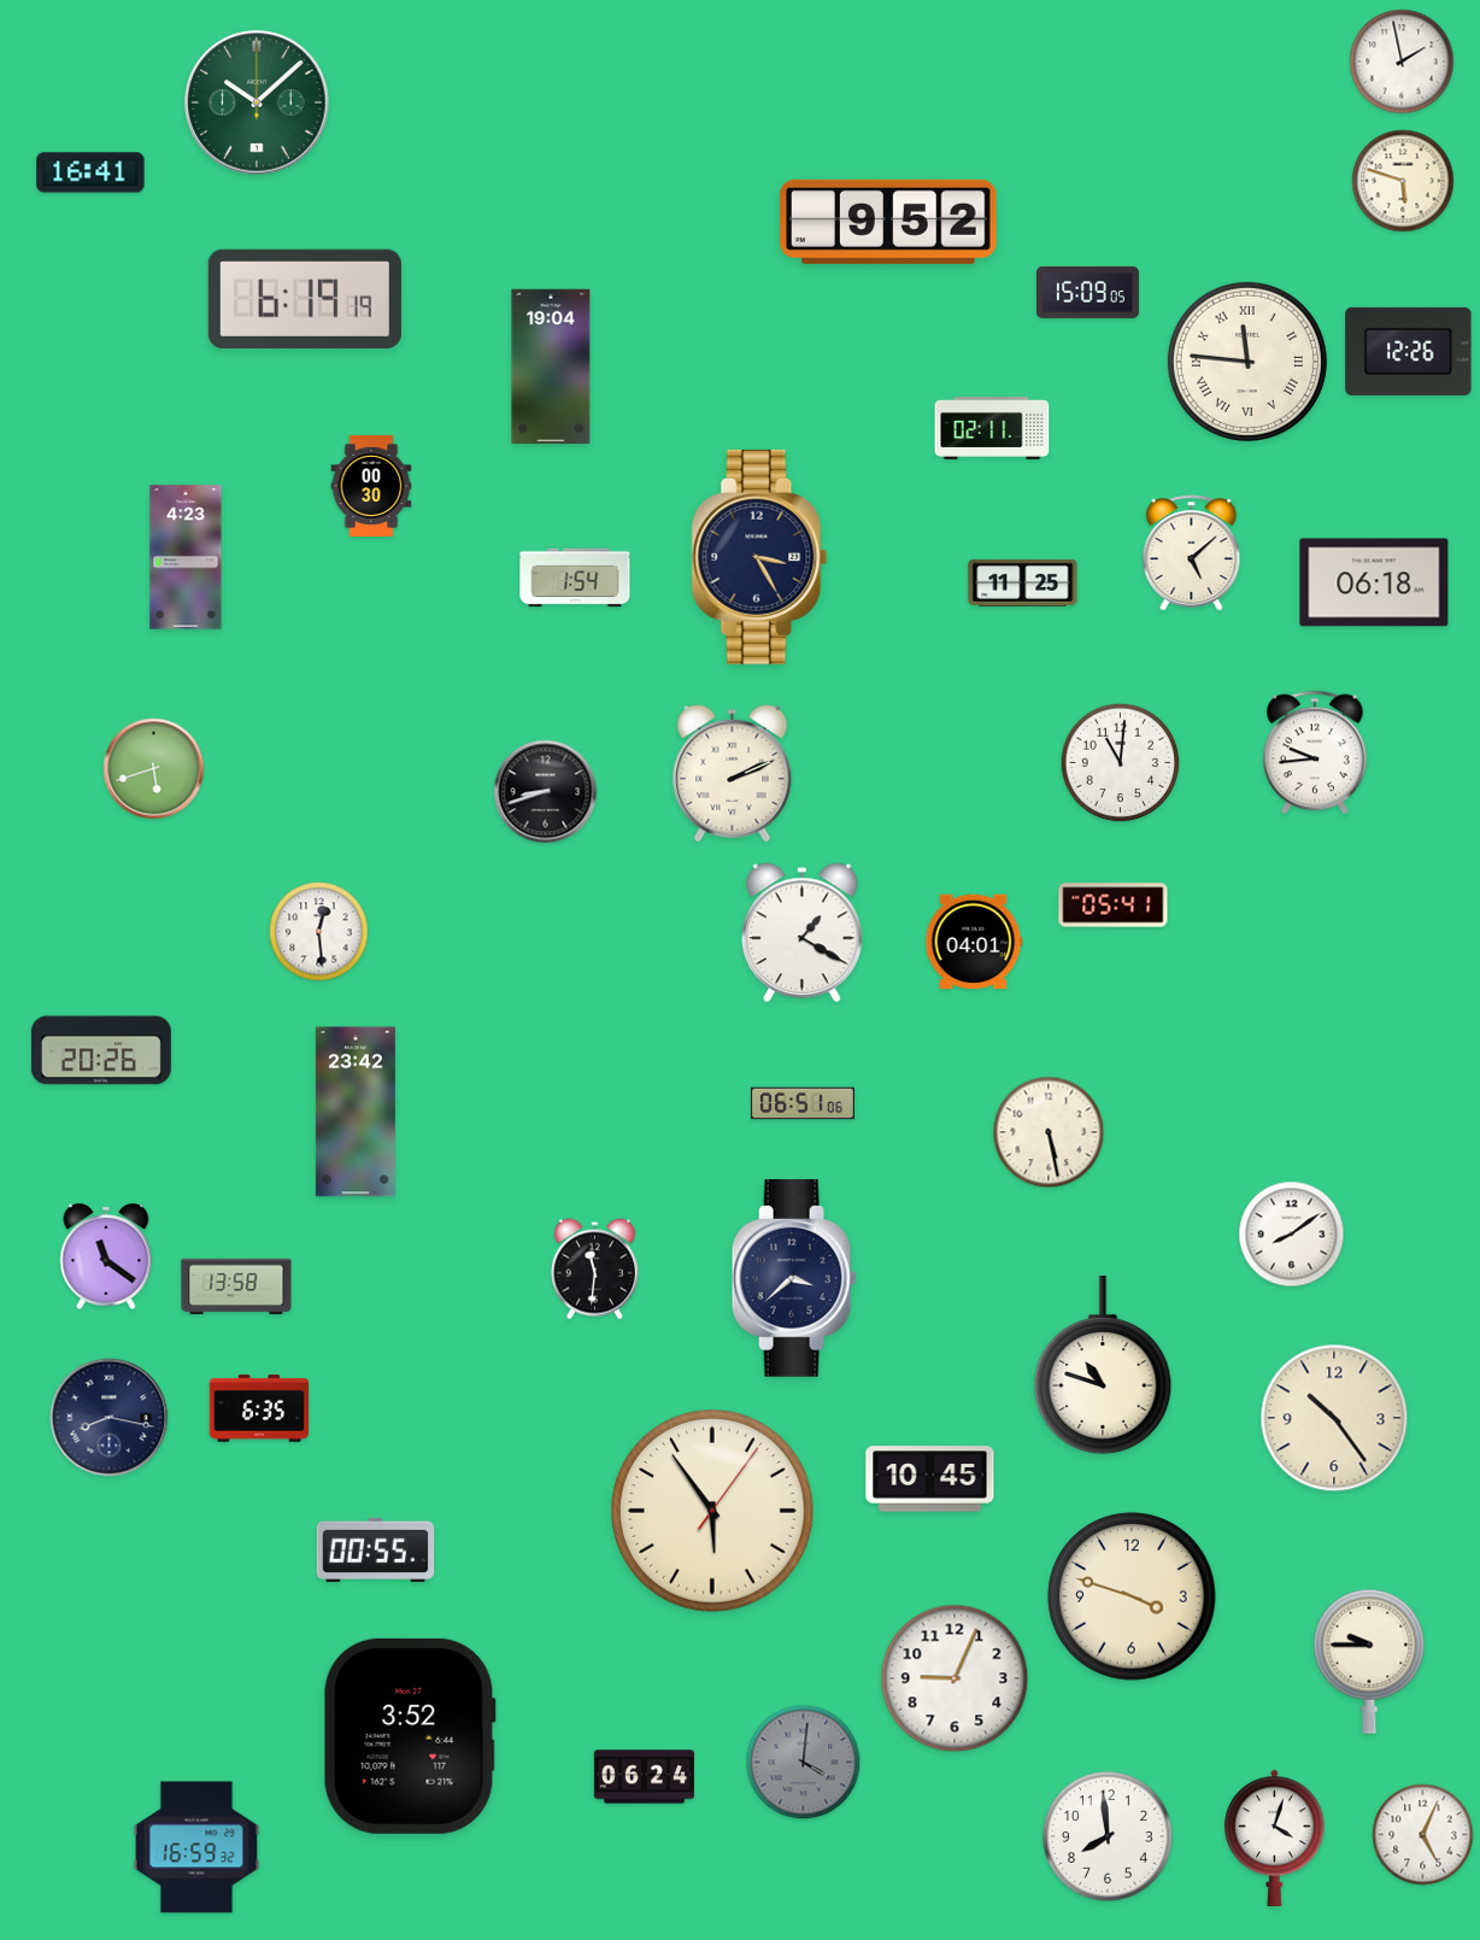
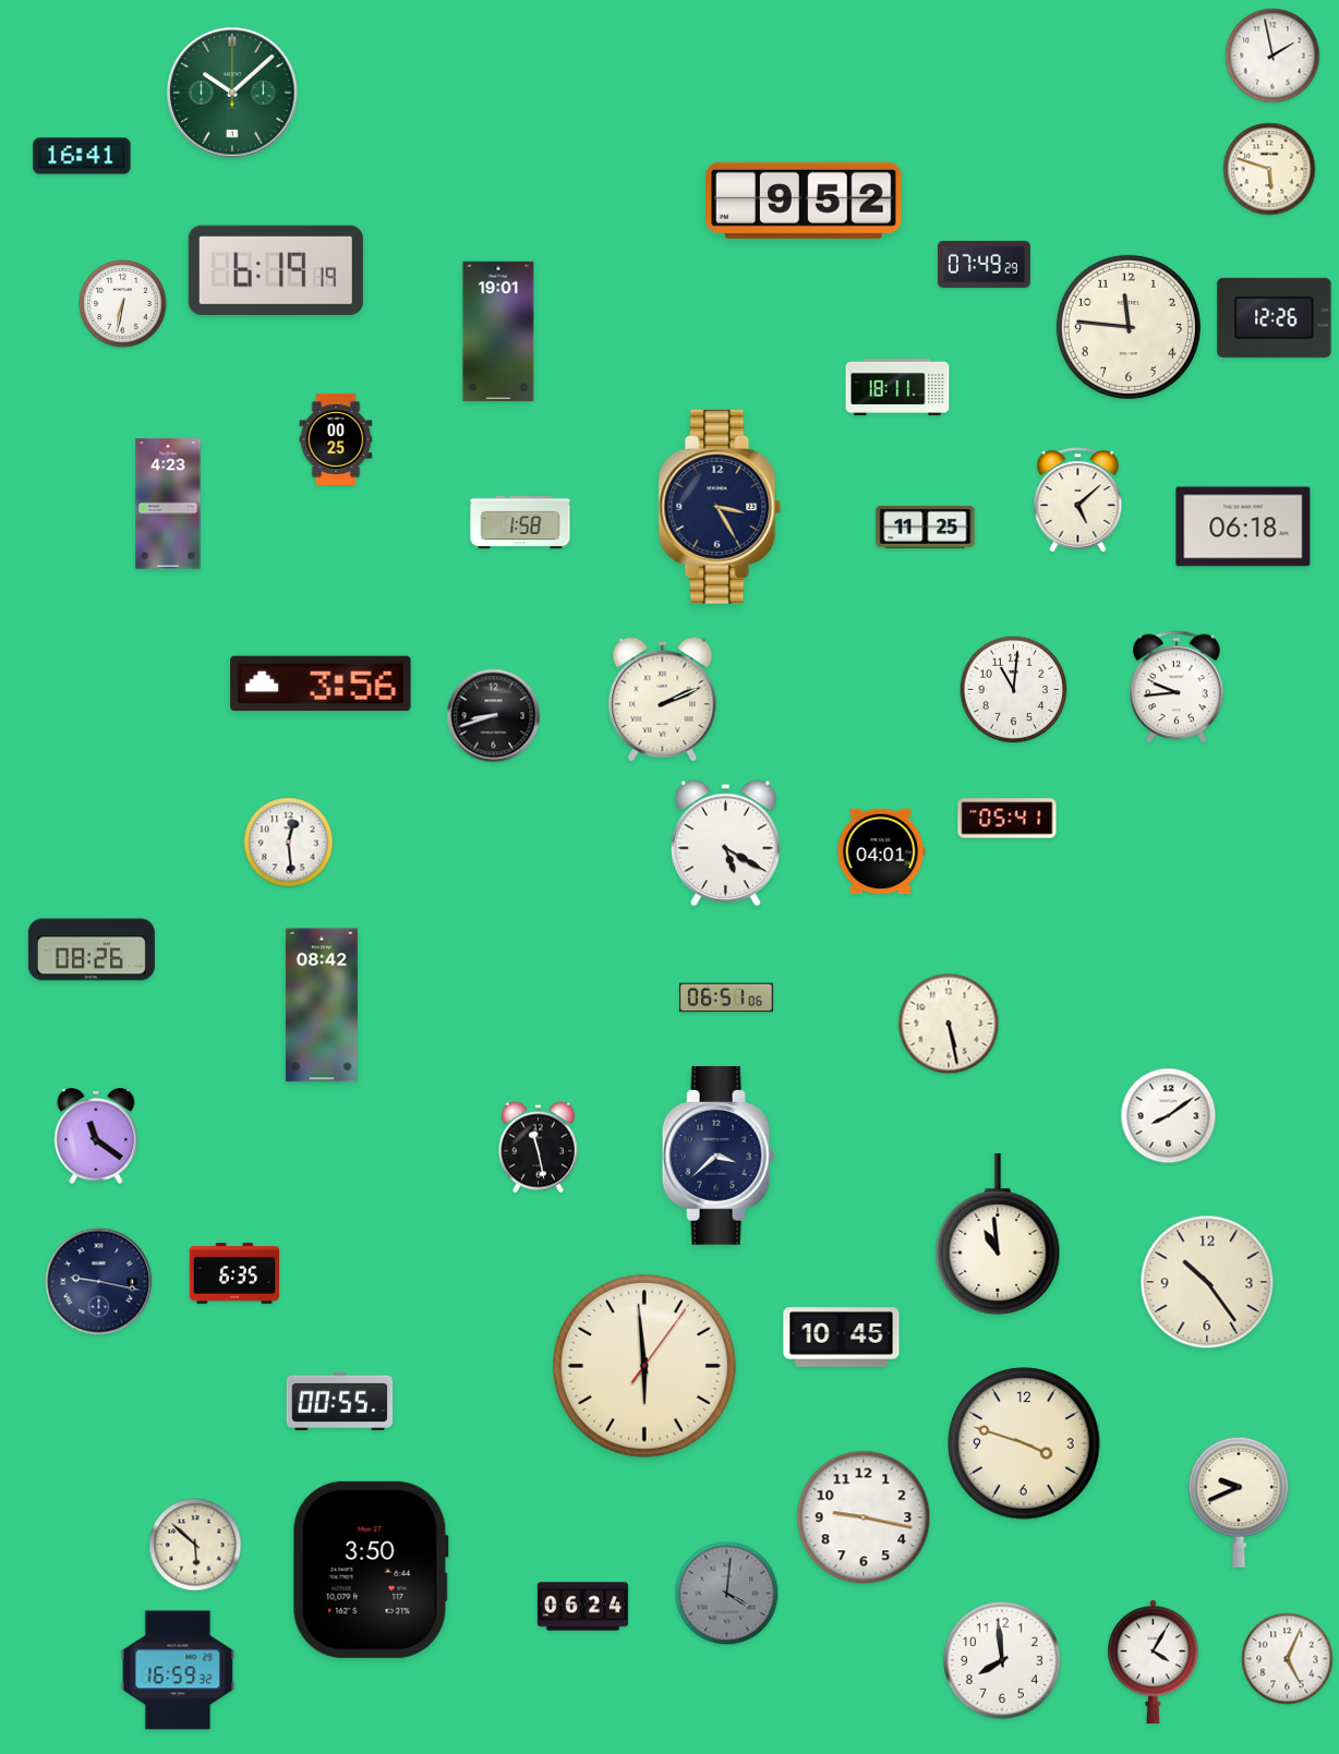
clock at (1402, 61) position: (1402, 61) -> (1272, 56)
clock at (1403, 181) position: (1403, 181) -> (1269, 169)
clock at (1087, 292): 15:09 -> 07:49
clock at (123, 304): none -> 6:32
clock at (1247, 362) numerals: Roman -> Arabic
clock at (551, 367): 19:04 -> 19:01
clock at (992, 428): 02:11 -> 18:11
clock at (371, 486): 00:30 -> 00:25
clock at (759, 557) position: (759, 557) -> (720, 507)
clock at (575, 578): 1:54 -> 1:58
clock at (1316, 752) position: (1316, 752) -> (1178, 687)
clock at (321, 684): none -> 3:56
clock at (154, 769): 5:42 -> none
clock at (801, 933): 1:20 -> 5:20
clock at (101, 1050): 20:26 -> 08:26
clock at (356, 1112): 23:42 -> 08:42
clock at (594, 1270): 11:31 -> 11:28
clock at (236, 1287): 13:58 -> none
clock at (1103, 1365): 10:48 -> 10:59
clock at (110, 1418): 8:17 -> 9:17
clock at (713, 1512): 5:54 -> 5:59
clock at (1369, 1661): 9:45 -> 9:41
clock at (955, 1678): 9:04 -> 9:17
clock at (195, 1545): none -> 5:52
clock at (410, 1736): 3:52 -> 3:50
clock at (1275, 1838): 4:03 -> 4:05
